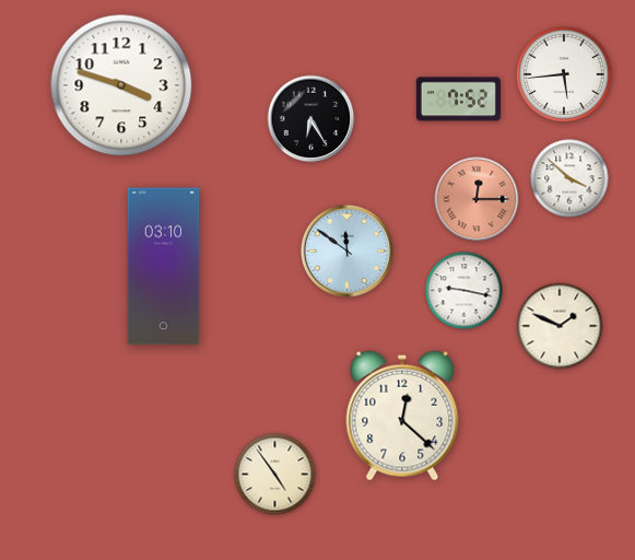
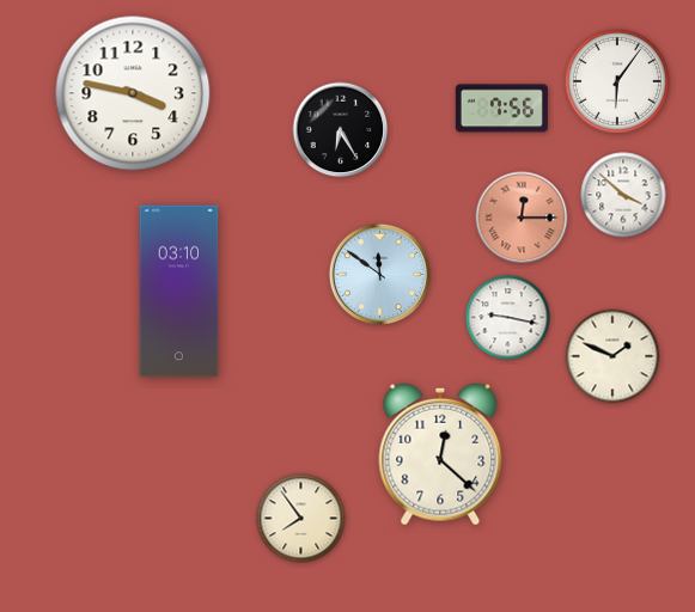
clock at (564, 74): 5:44 -> 6:06
clock at (121, 85): 3:48 -> 3:47
clock at (458, 100): 7:52 -> 7:56
clock at (275, 475): 4:54 -> 7:54
